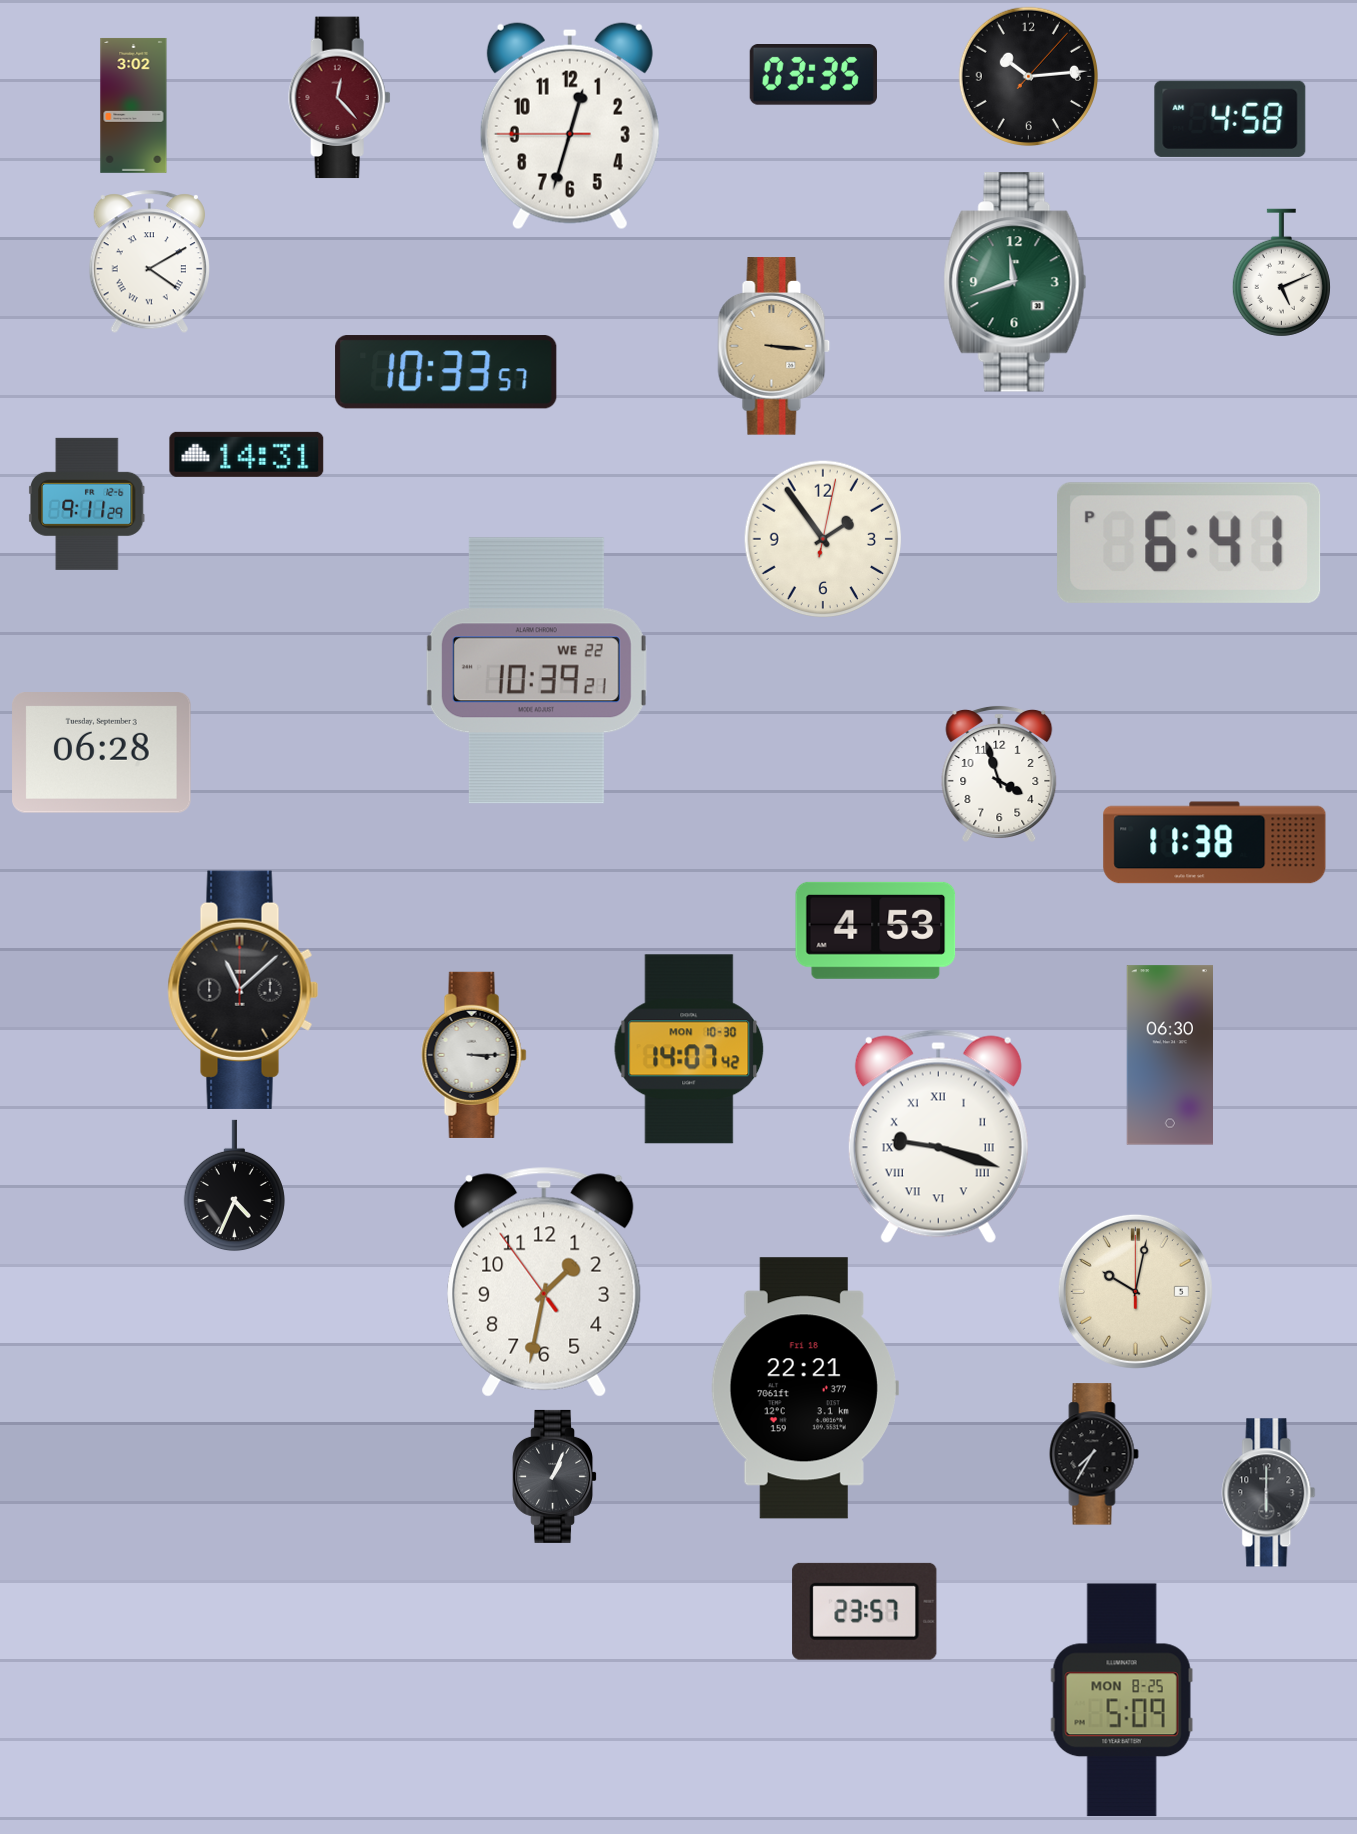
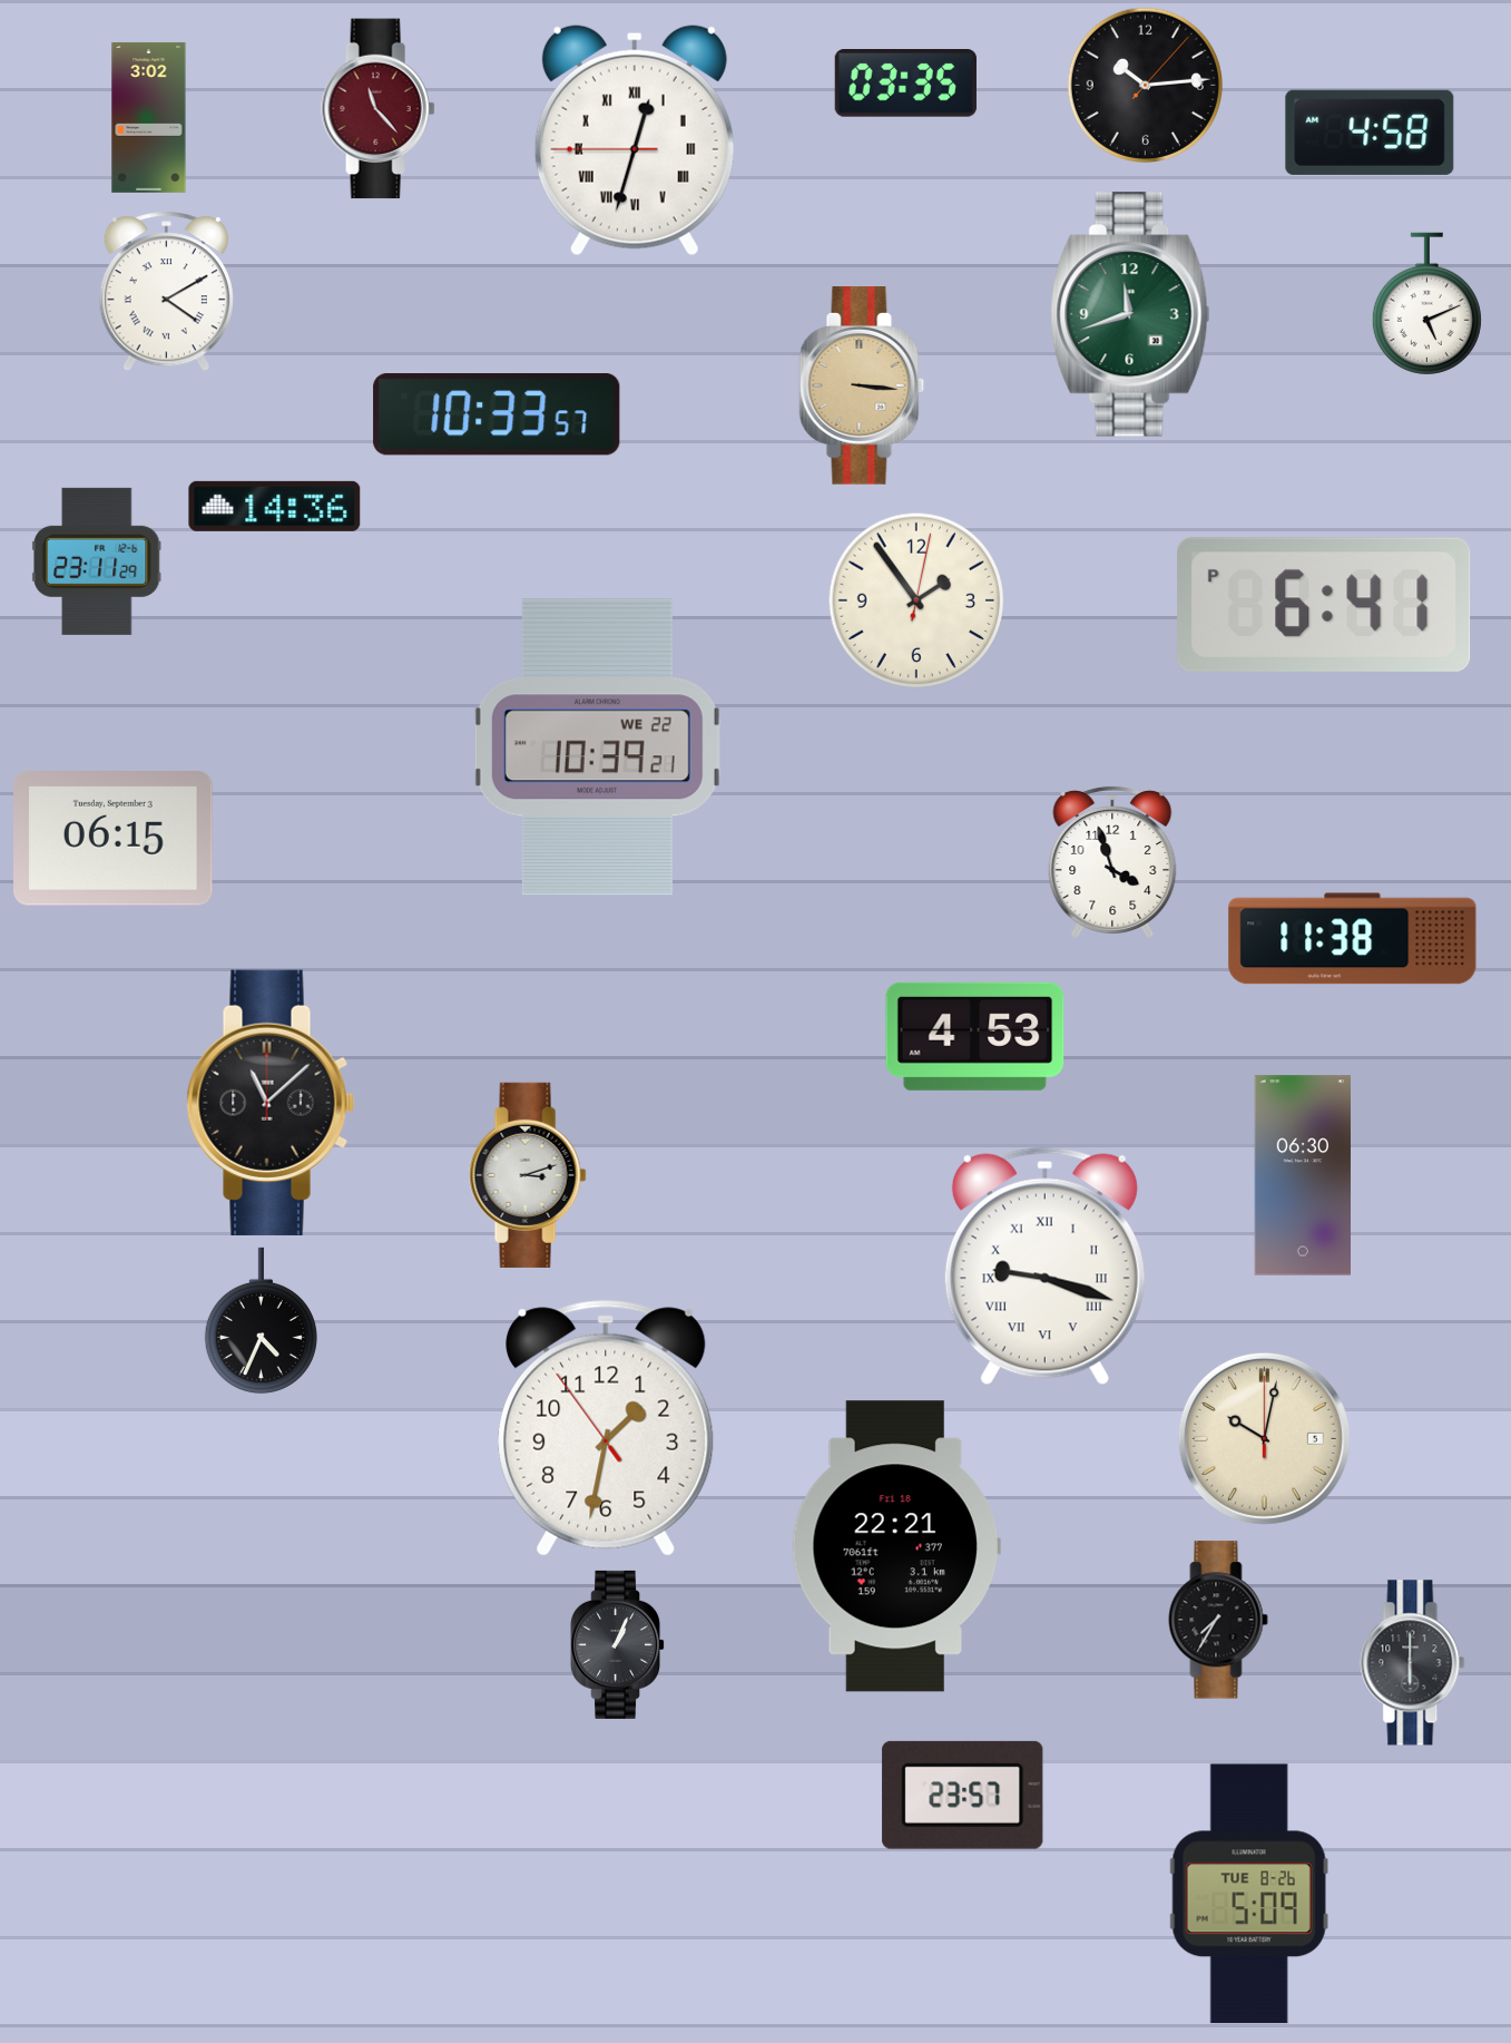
clock at (340, 98): 12:23 -> 11:23
clock at (570, 126) numerals: Arabic -> Roman
clock at (247, 454): 14:31 -> 14:36
clock at (87, 504): 9:11 -> 23:11
clock at (102, 753): 06:28 -> 06:15
clock at (689, 1049): 14:07 -> none
clock at (474, 1055): 3:15 -> 3:12
clock at (1122, 1700) date: MON 8-25 -> TUE 8-26
